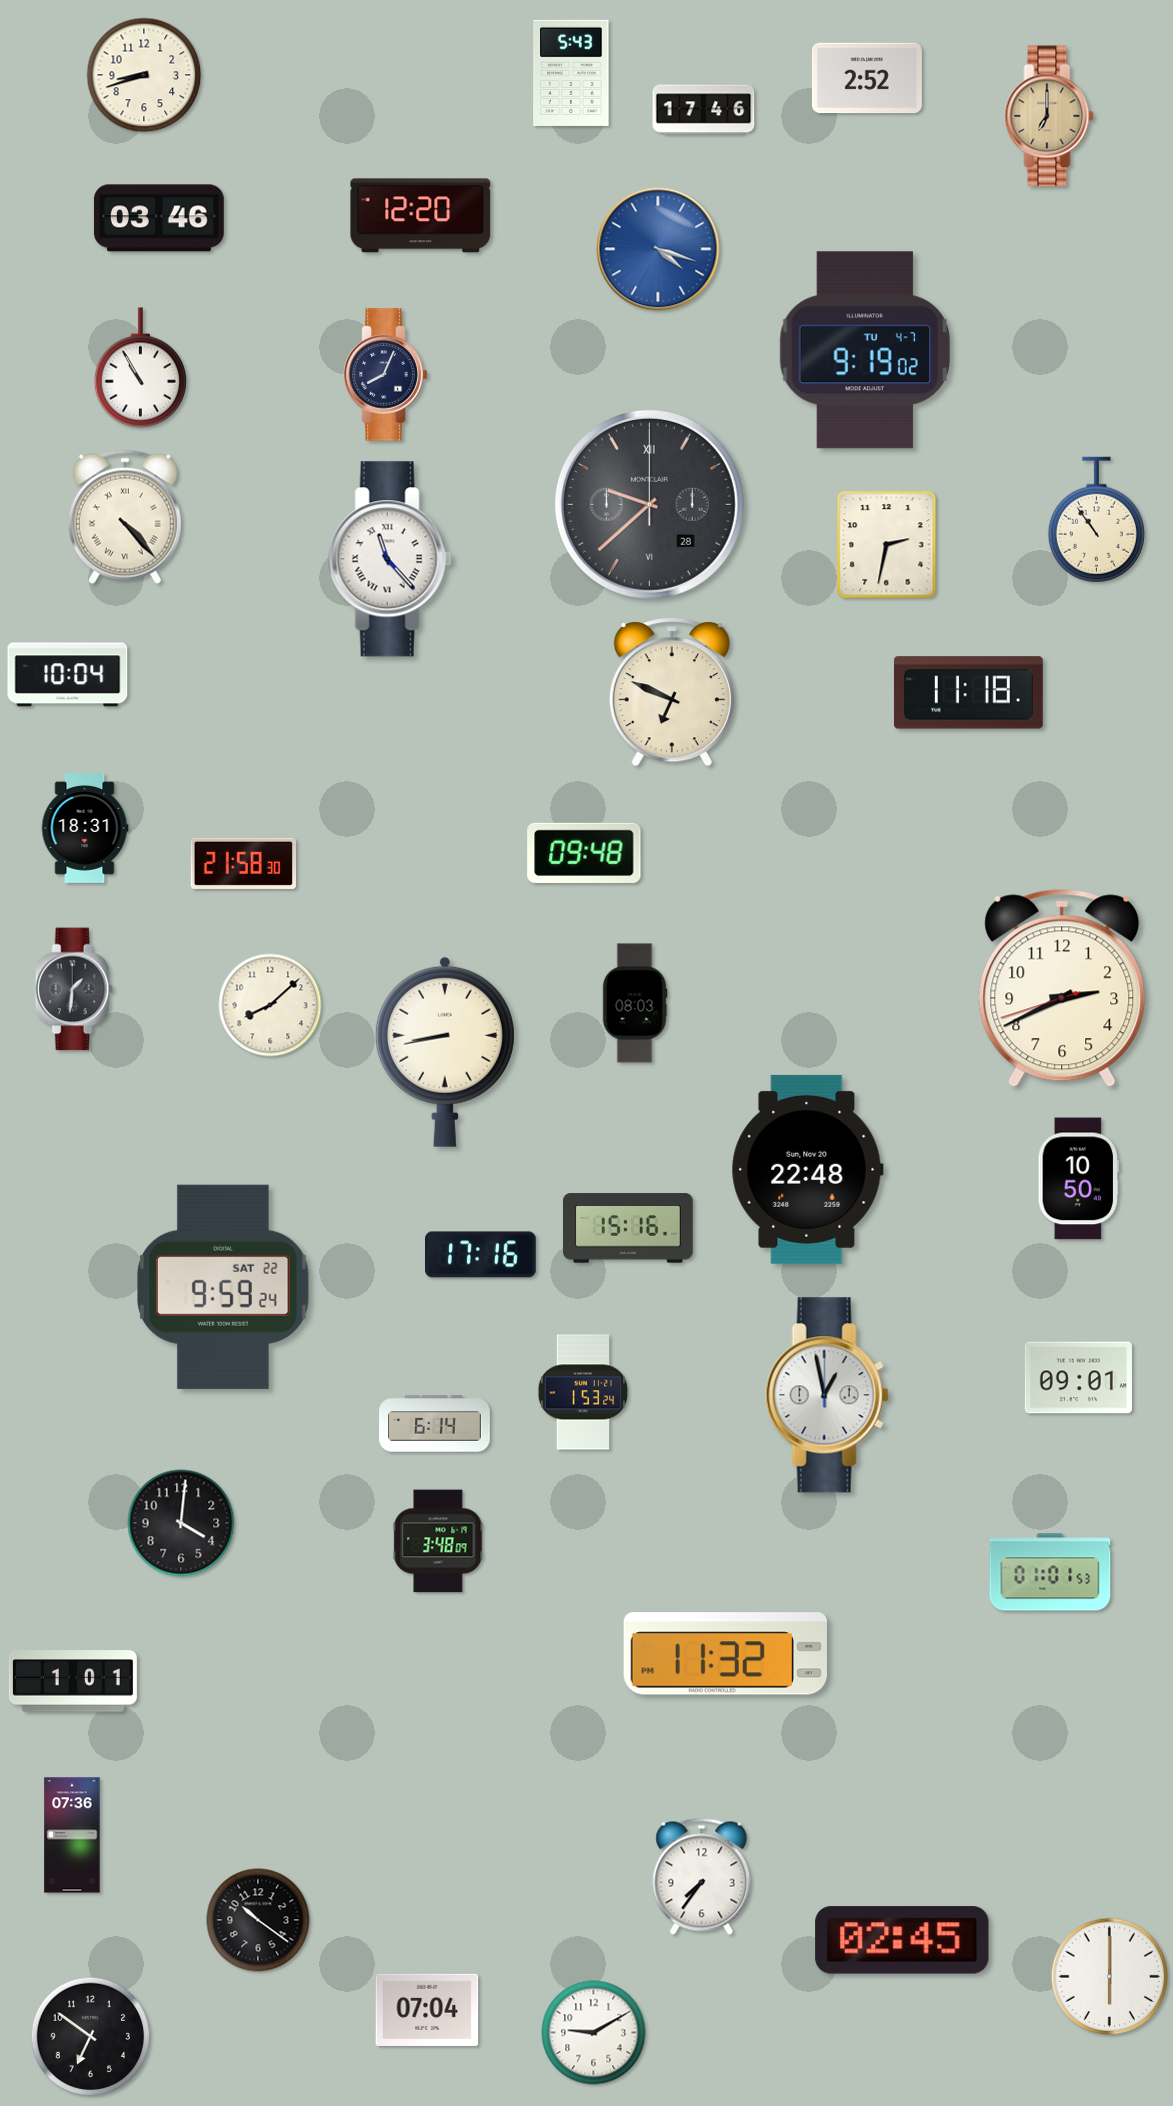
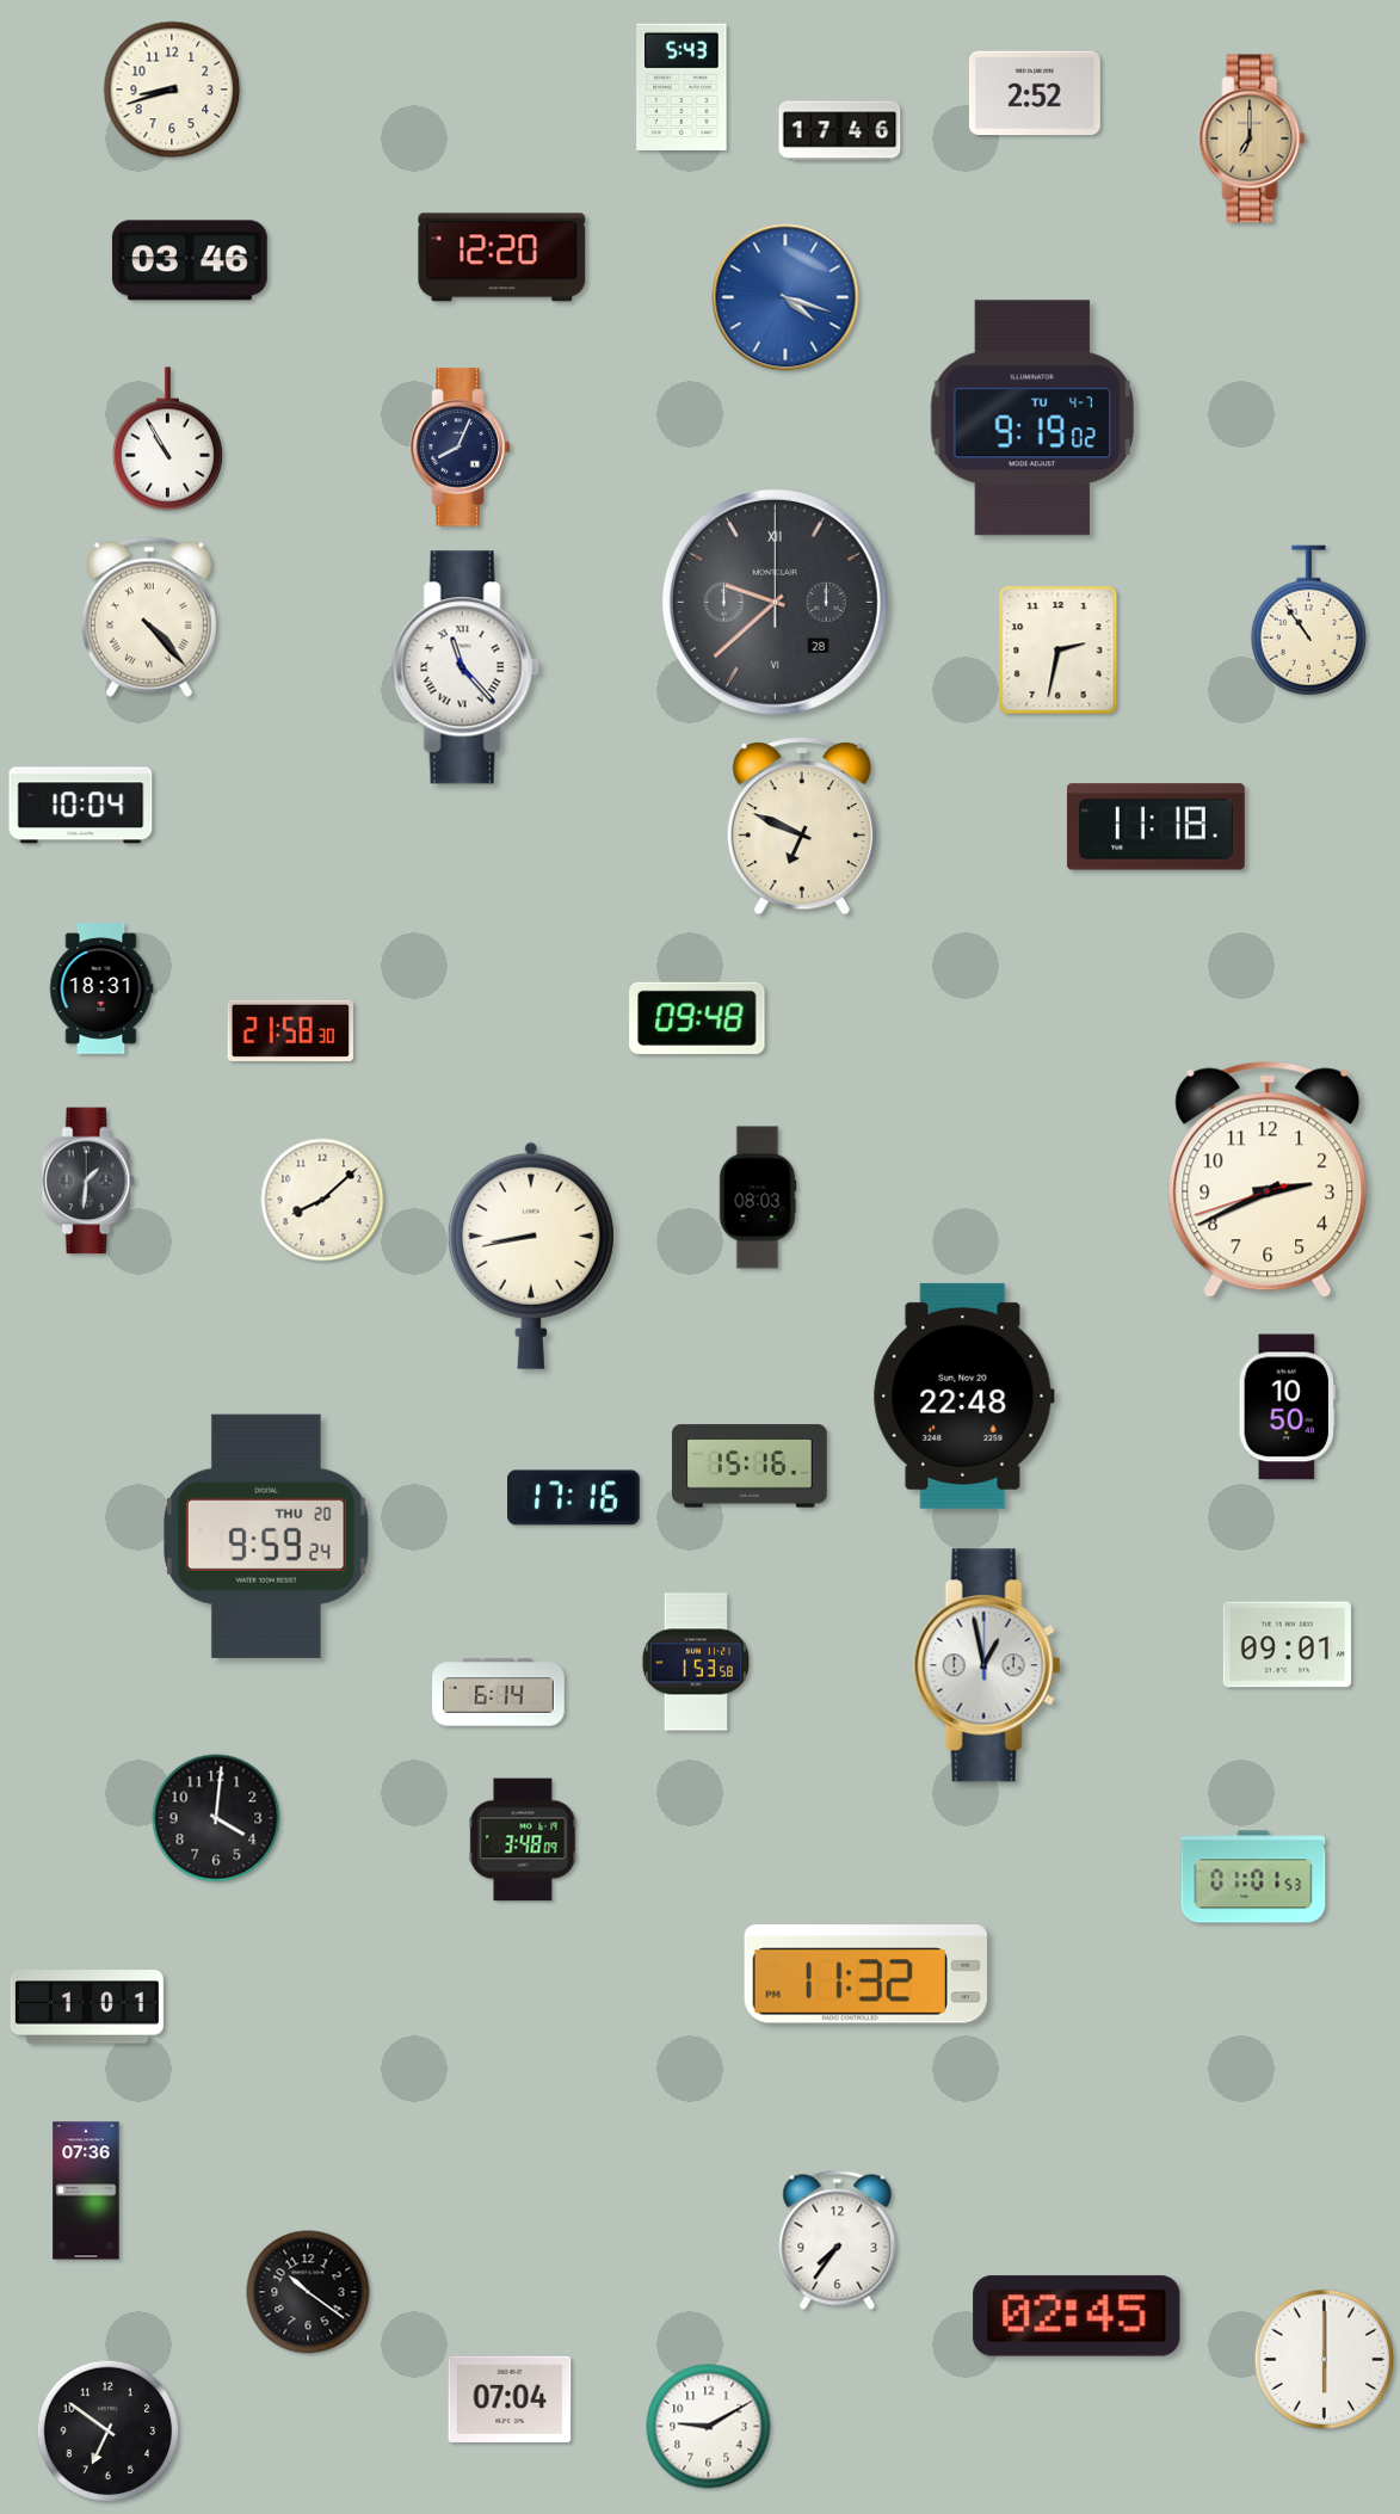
clock at (224, 1287) date: SAT 22 -> THU 20
clock at (583, 1392): 1:53:24 -> 1:53:58
clock at (435, 1424) position: (435, 1424) -> (499, 1693)
